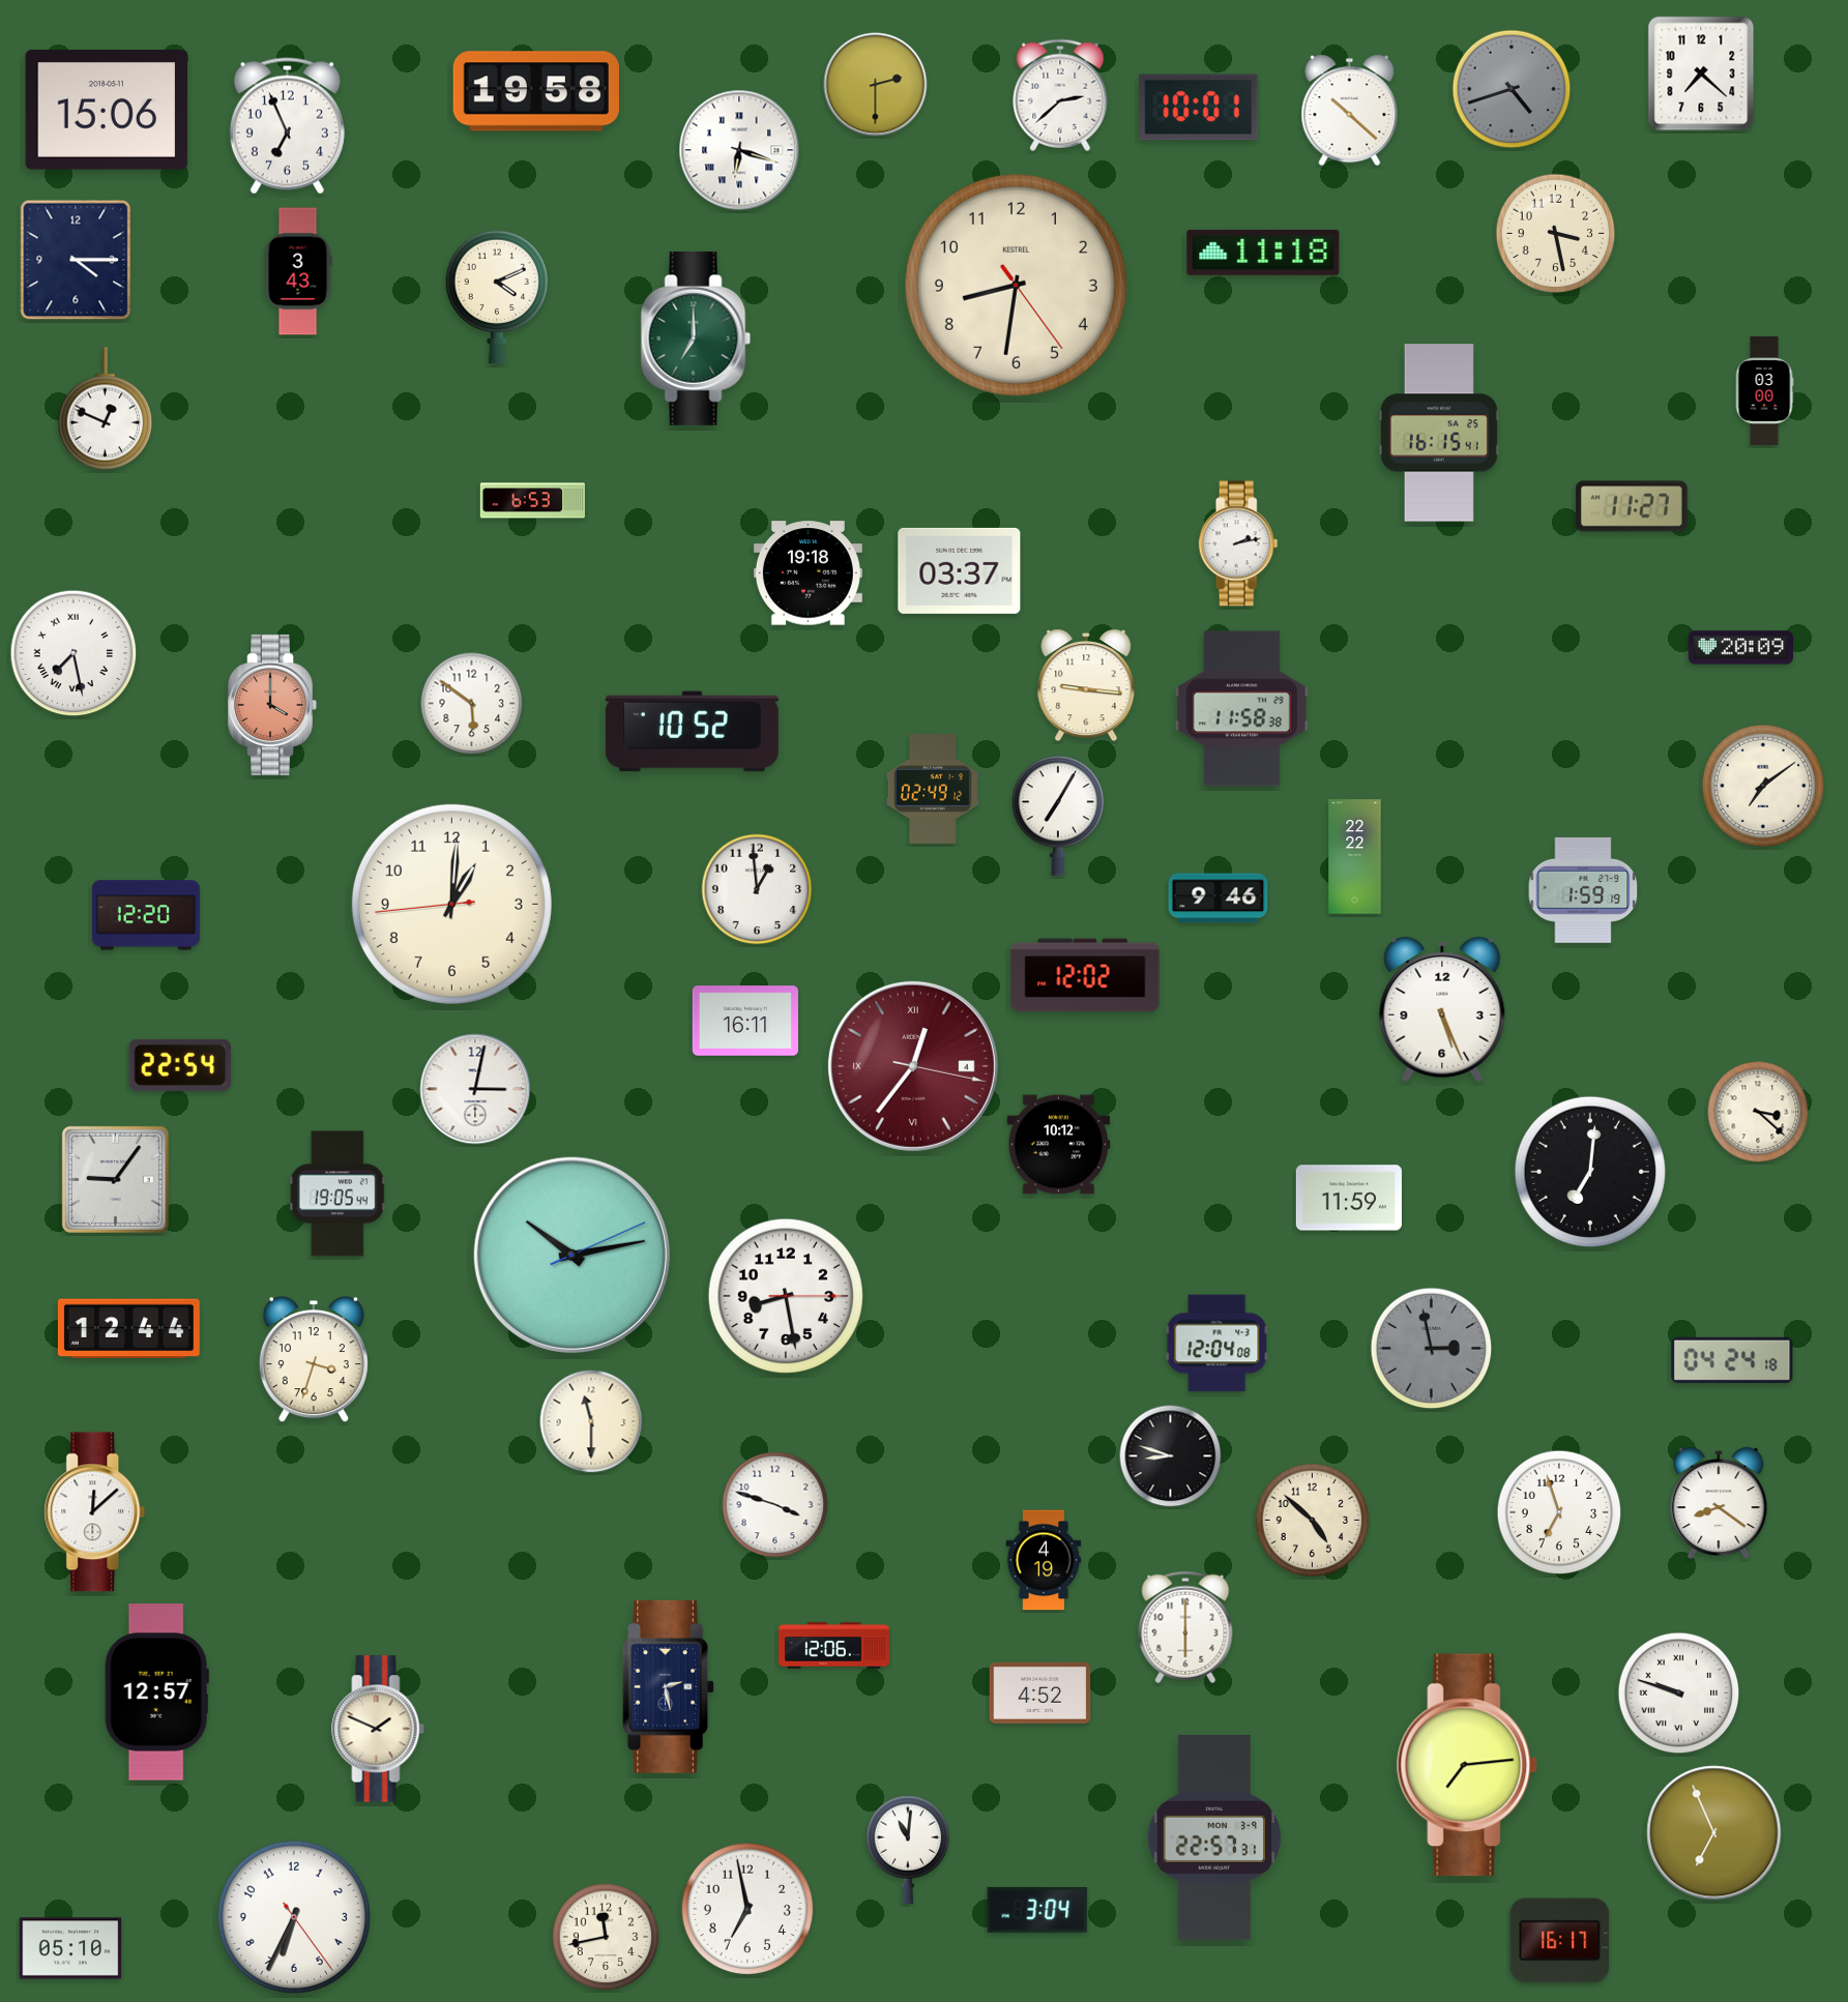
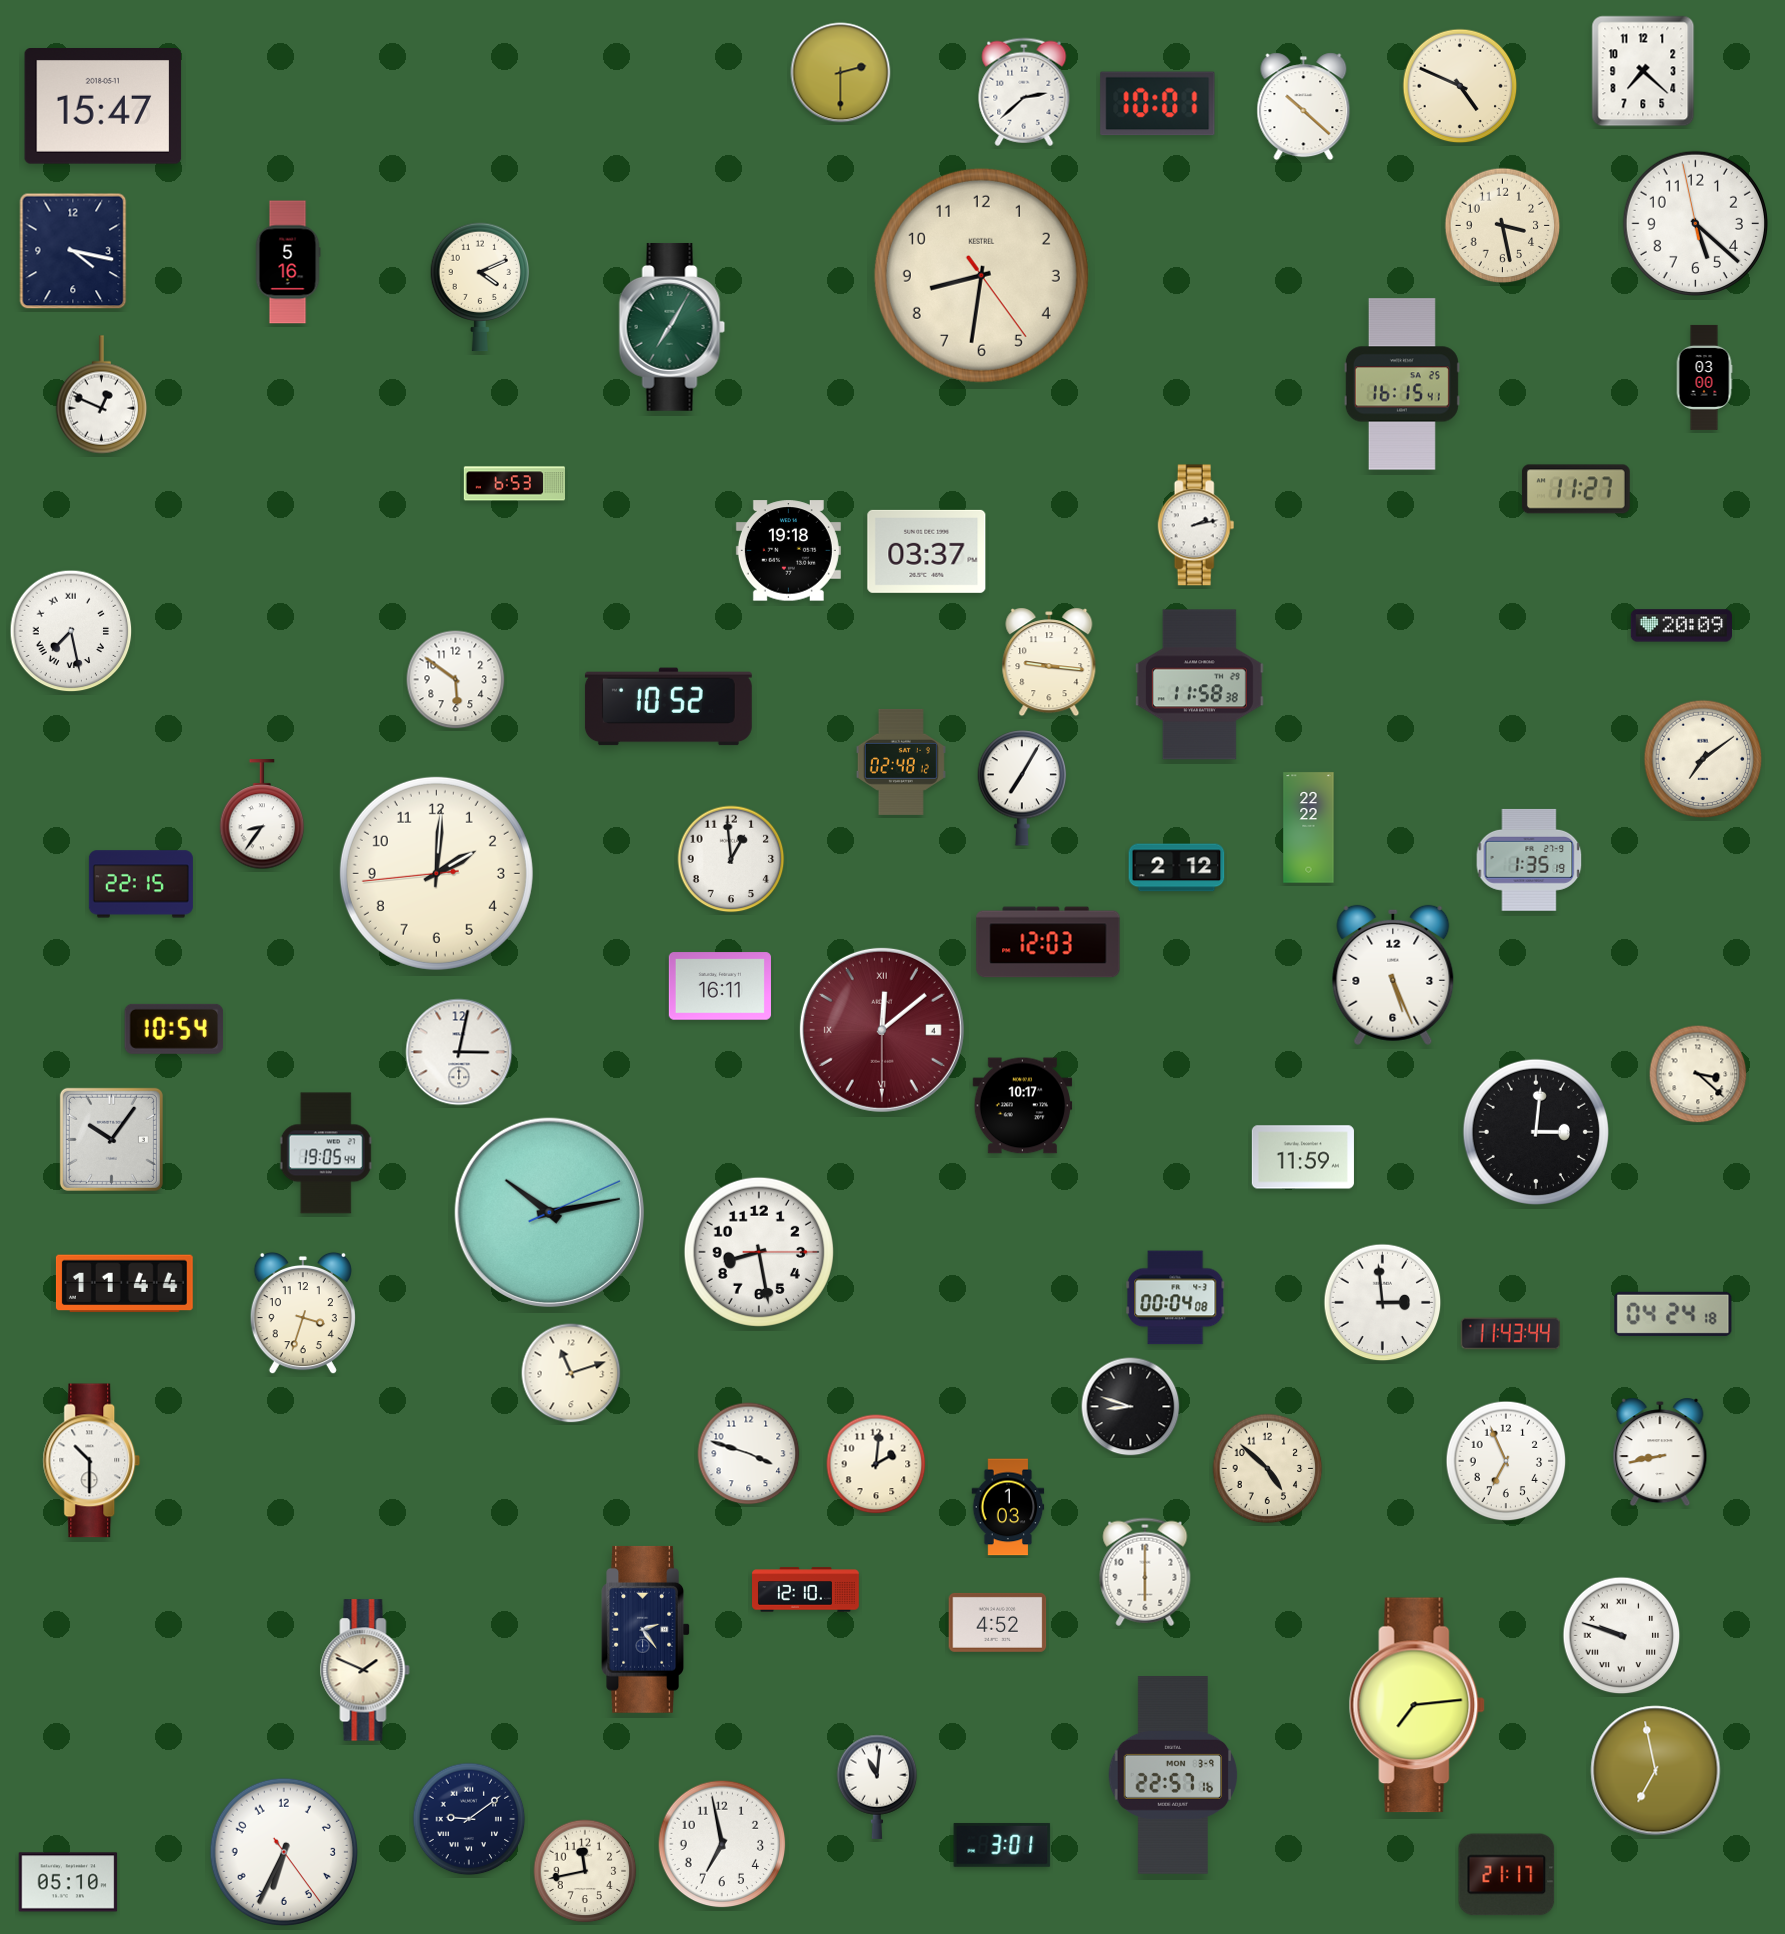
clock at (876, 85) position: (876, 85) -> (841, 73)
clock at (1512, 89): 4:42 -> 4:49
clock at (1512, 89) dial: grey -> cream
clock at (536, 91): 19:58 -> none
clock at (107, 111): 15:06 -> 15:47
clock at (287, 126): 6:56 -> none
clock at (739, 150): 6:18 -> none
clock at (1695, 223): none -> 5:21
clock at (1263, 253): 11:18 -> none
clock at (76, 260): 4:15 -> 4:17
clock at (298, 271): 3:43 -> 5:16
clock at (696, 338): 7:00 -> 7:05
clock at (1439, 433) position: (1439, 433) -> (1402, 384)
clock at (808, 573) position: (808, 573) -> (788, 551)
clock at (272, 705): 4:00 -> none
clock at (933, 789): 02:49 -> 02:48
clock at (262, 815): none -> 8:36
clock at (1583, 890): 1:59 -> 1:35
clock at (1219, 899): 9:46 -> 2:12
clock at (451, 904): 1:00 -> 2:00
clock at (146, 915): 12:20 -> 22:15
clock at (1085, 975): 12:02 -> 12:03
clock at (180, 1065): 22:54 -> 10:54
clock at (913, 1066): 12:36 -> 12:08
clock at (1059, 1145): 10:12 -> 10:17
clock at (1589, 1171): 7:01 -> 3:01
clock at (115, 1179): 9:06 -> 10:06
clock at (571, 1255) position: (571, 1255) -> (549, 1212)
clock at (128, 1329): 12:44 -> 11:44
clock at (1218, 1344): 12:04 -> 00:04
clock at (1432, 1349): 2:58 -> 2:59
clock at (1432, 1349) dial: grey -> white
clock at (1511, 1334): none -> 11:43
clock at (591, 1421): 11:30 -> 11:12
clock at (1719, 1503): 8:21 -> 8:43
clock at (95, 1512): 12:08 -> 10:30
clock at (1559, 1512): 6:57 -> 6:56
clock at (876, 1464): none -> 2:01
clock at (1044, 1560): 4:19 -> 1:03
clock at (834, 1646): 12:06 -> 12:10
clock at (668, 1686): 2:28 -> 2:24
clock at (156, 1692): 12:57 -> none
clock at (1040, 1692) position: (1040, 1692) -> (998, 1622)
clock at (1714, 1833): 6:56 -> 6:58
clock at (1214, 1838): 22:57:31 -> 22:57:16
clock at (469, 1819): none -> 9:09
clock at (1037, 1910): 3:04 -> 3:01
clock at (1560, 1941): 16:17 -> 21:17
